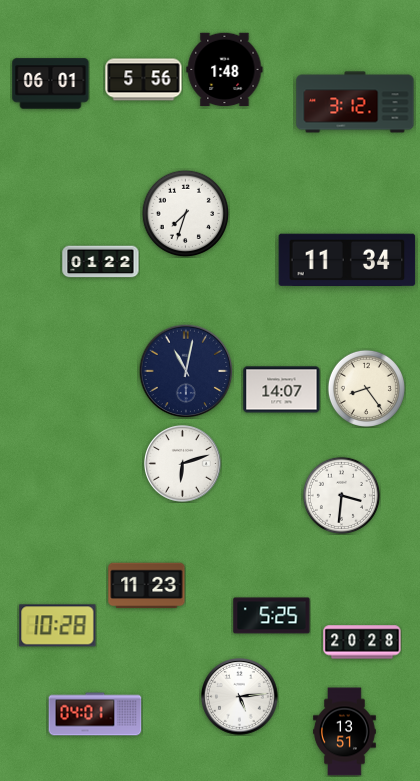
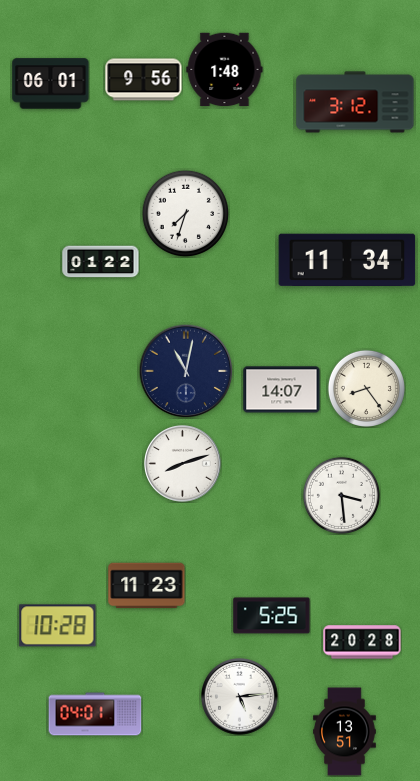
clock at (144, 80): 5:56 -> 9:56
clock at (183, 464): 6:12 -> 8:12
clock at (341, 495): 3:31 -> 3:29
